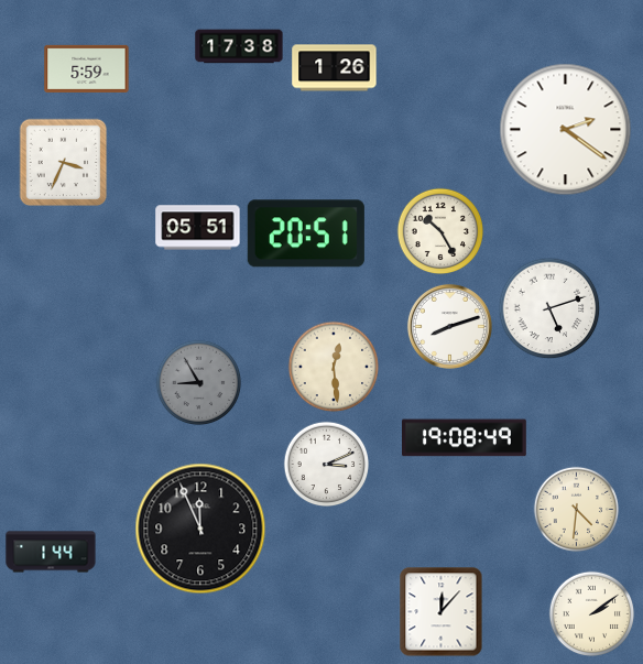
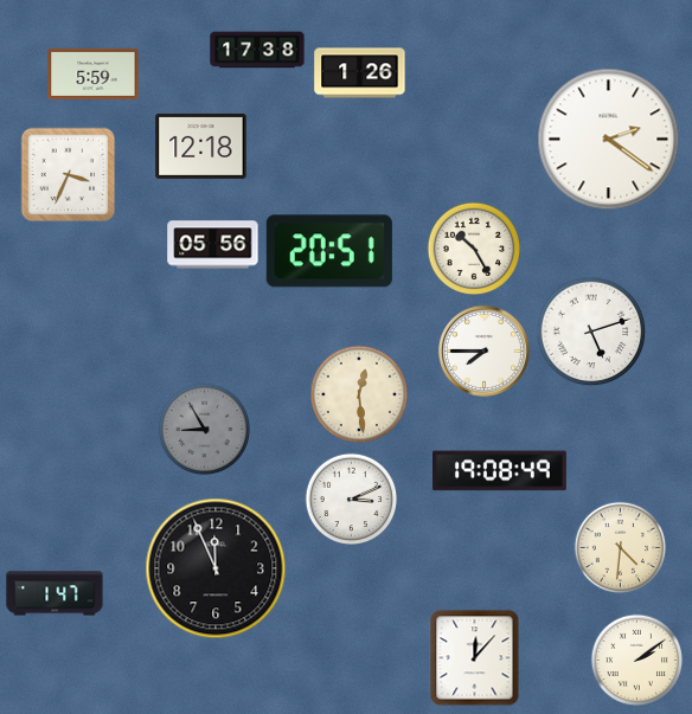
clock at (201, 146): none -> 12:18
clock at (198, 228): 05:51 -> 05:56
clock at (449, 326): 8:12 -> 7:45
clock at (198, 382) position: (198, 382) -> (204, 429)
clock at (51, 552): 1:44 -> 1:47
